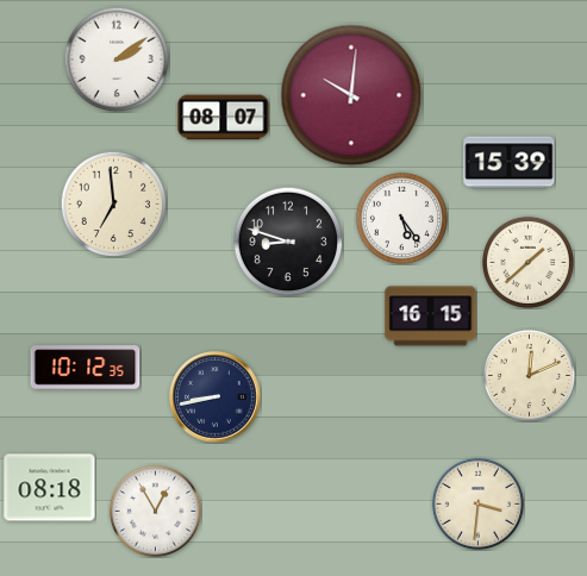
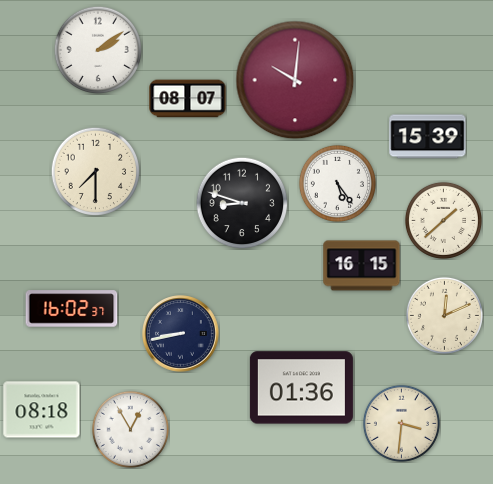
clock at (113, 204): 6:59 -> 7:30
clock at (86, 368): 10:12 -> 16:02
clock at (301, 388): none -> 01:36
